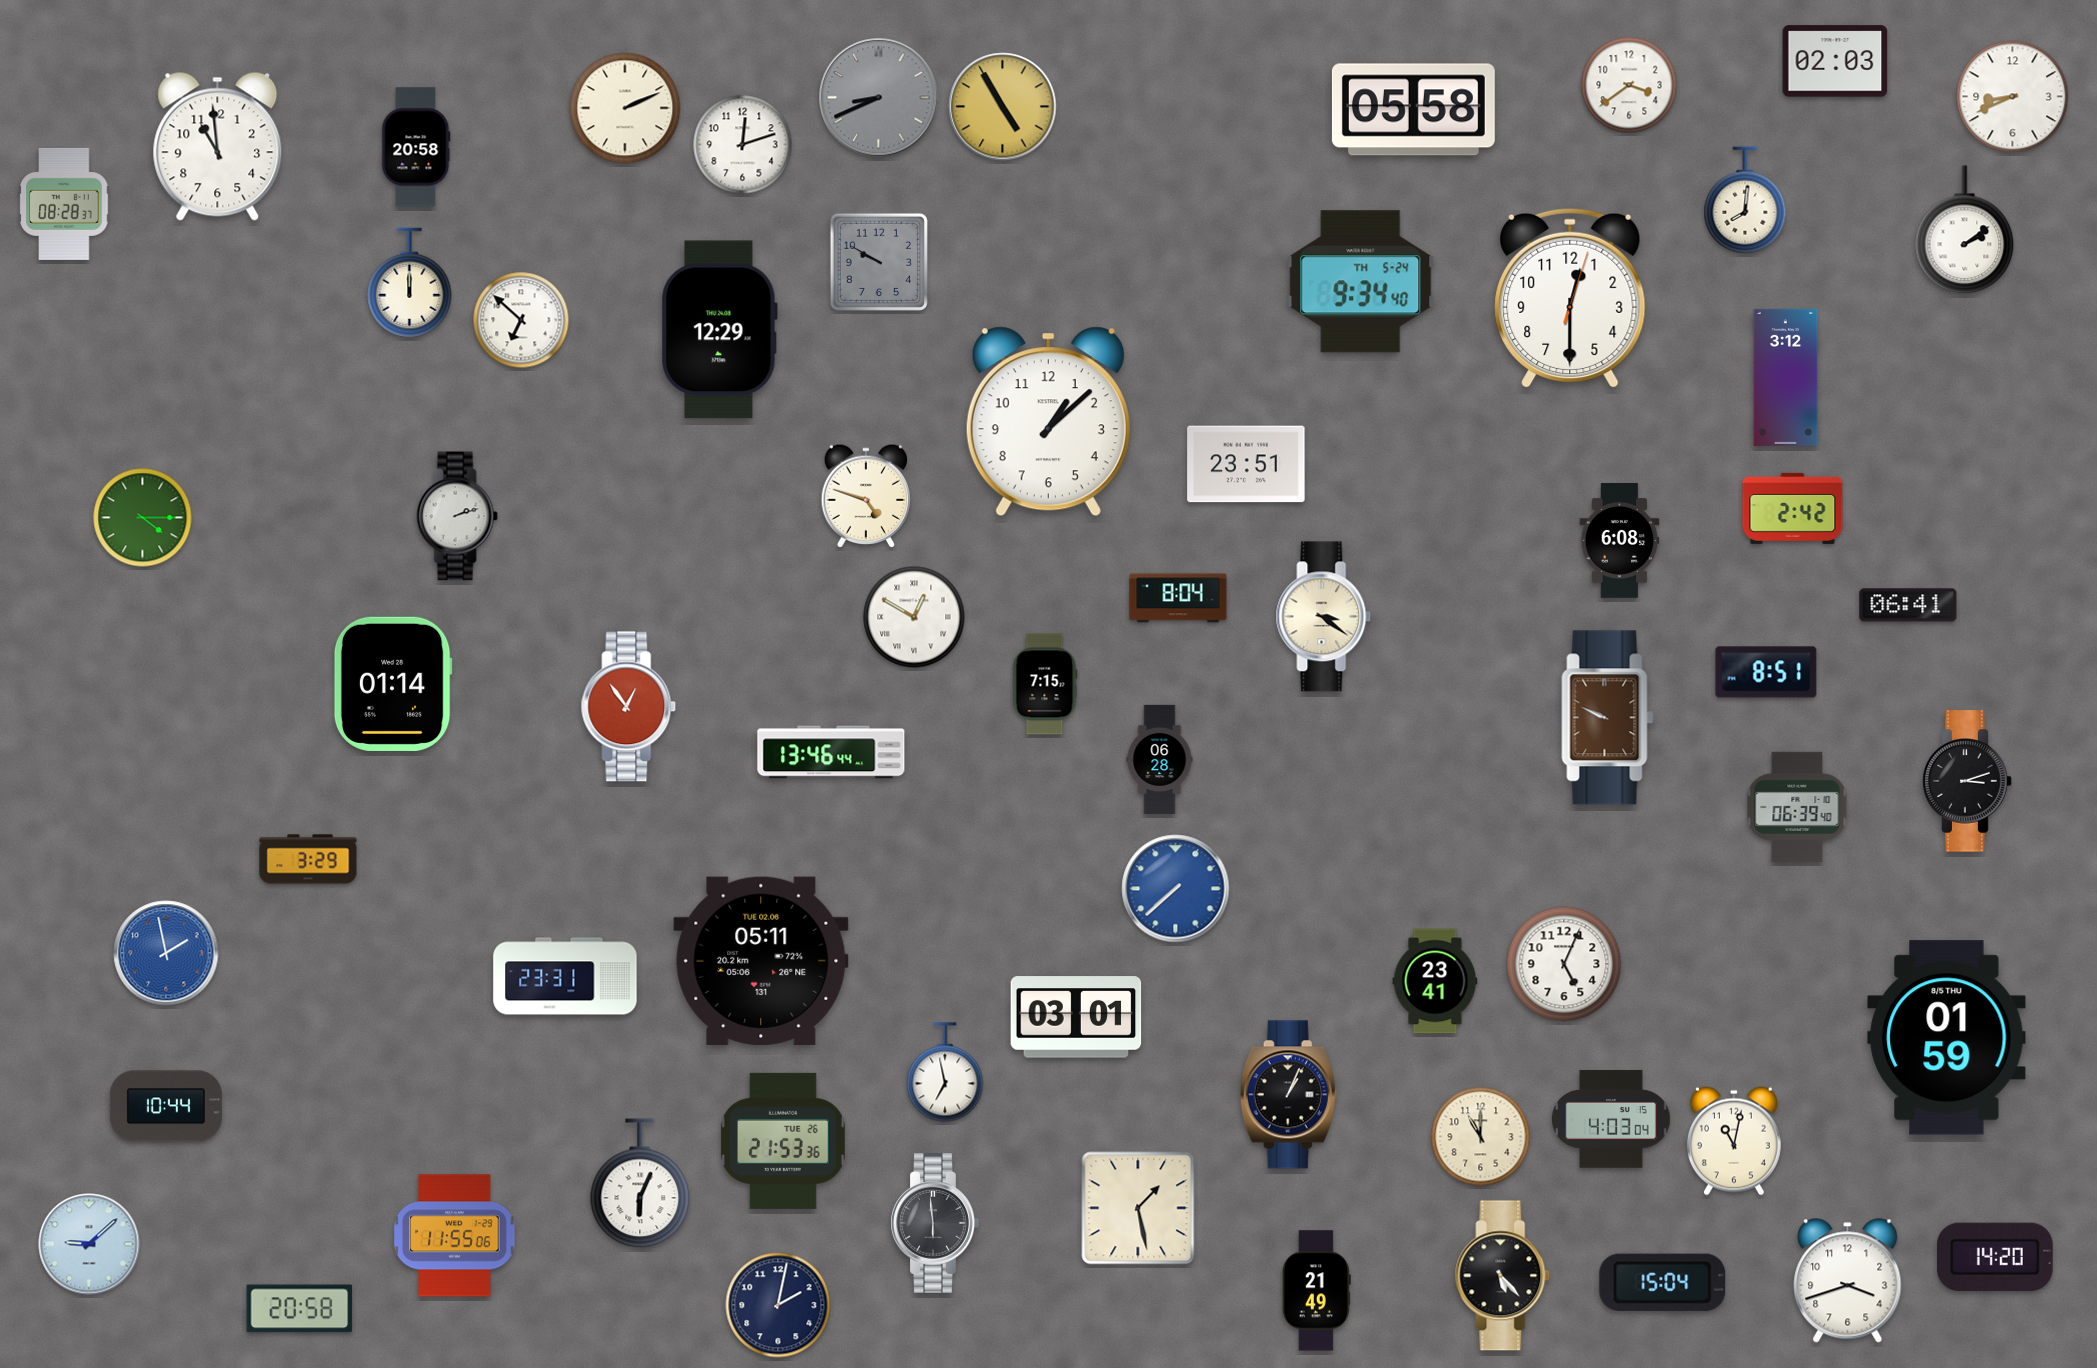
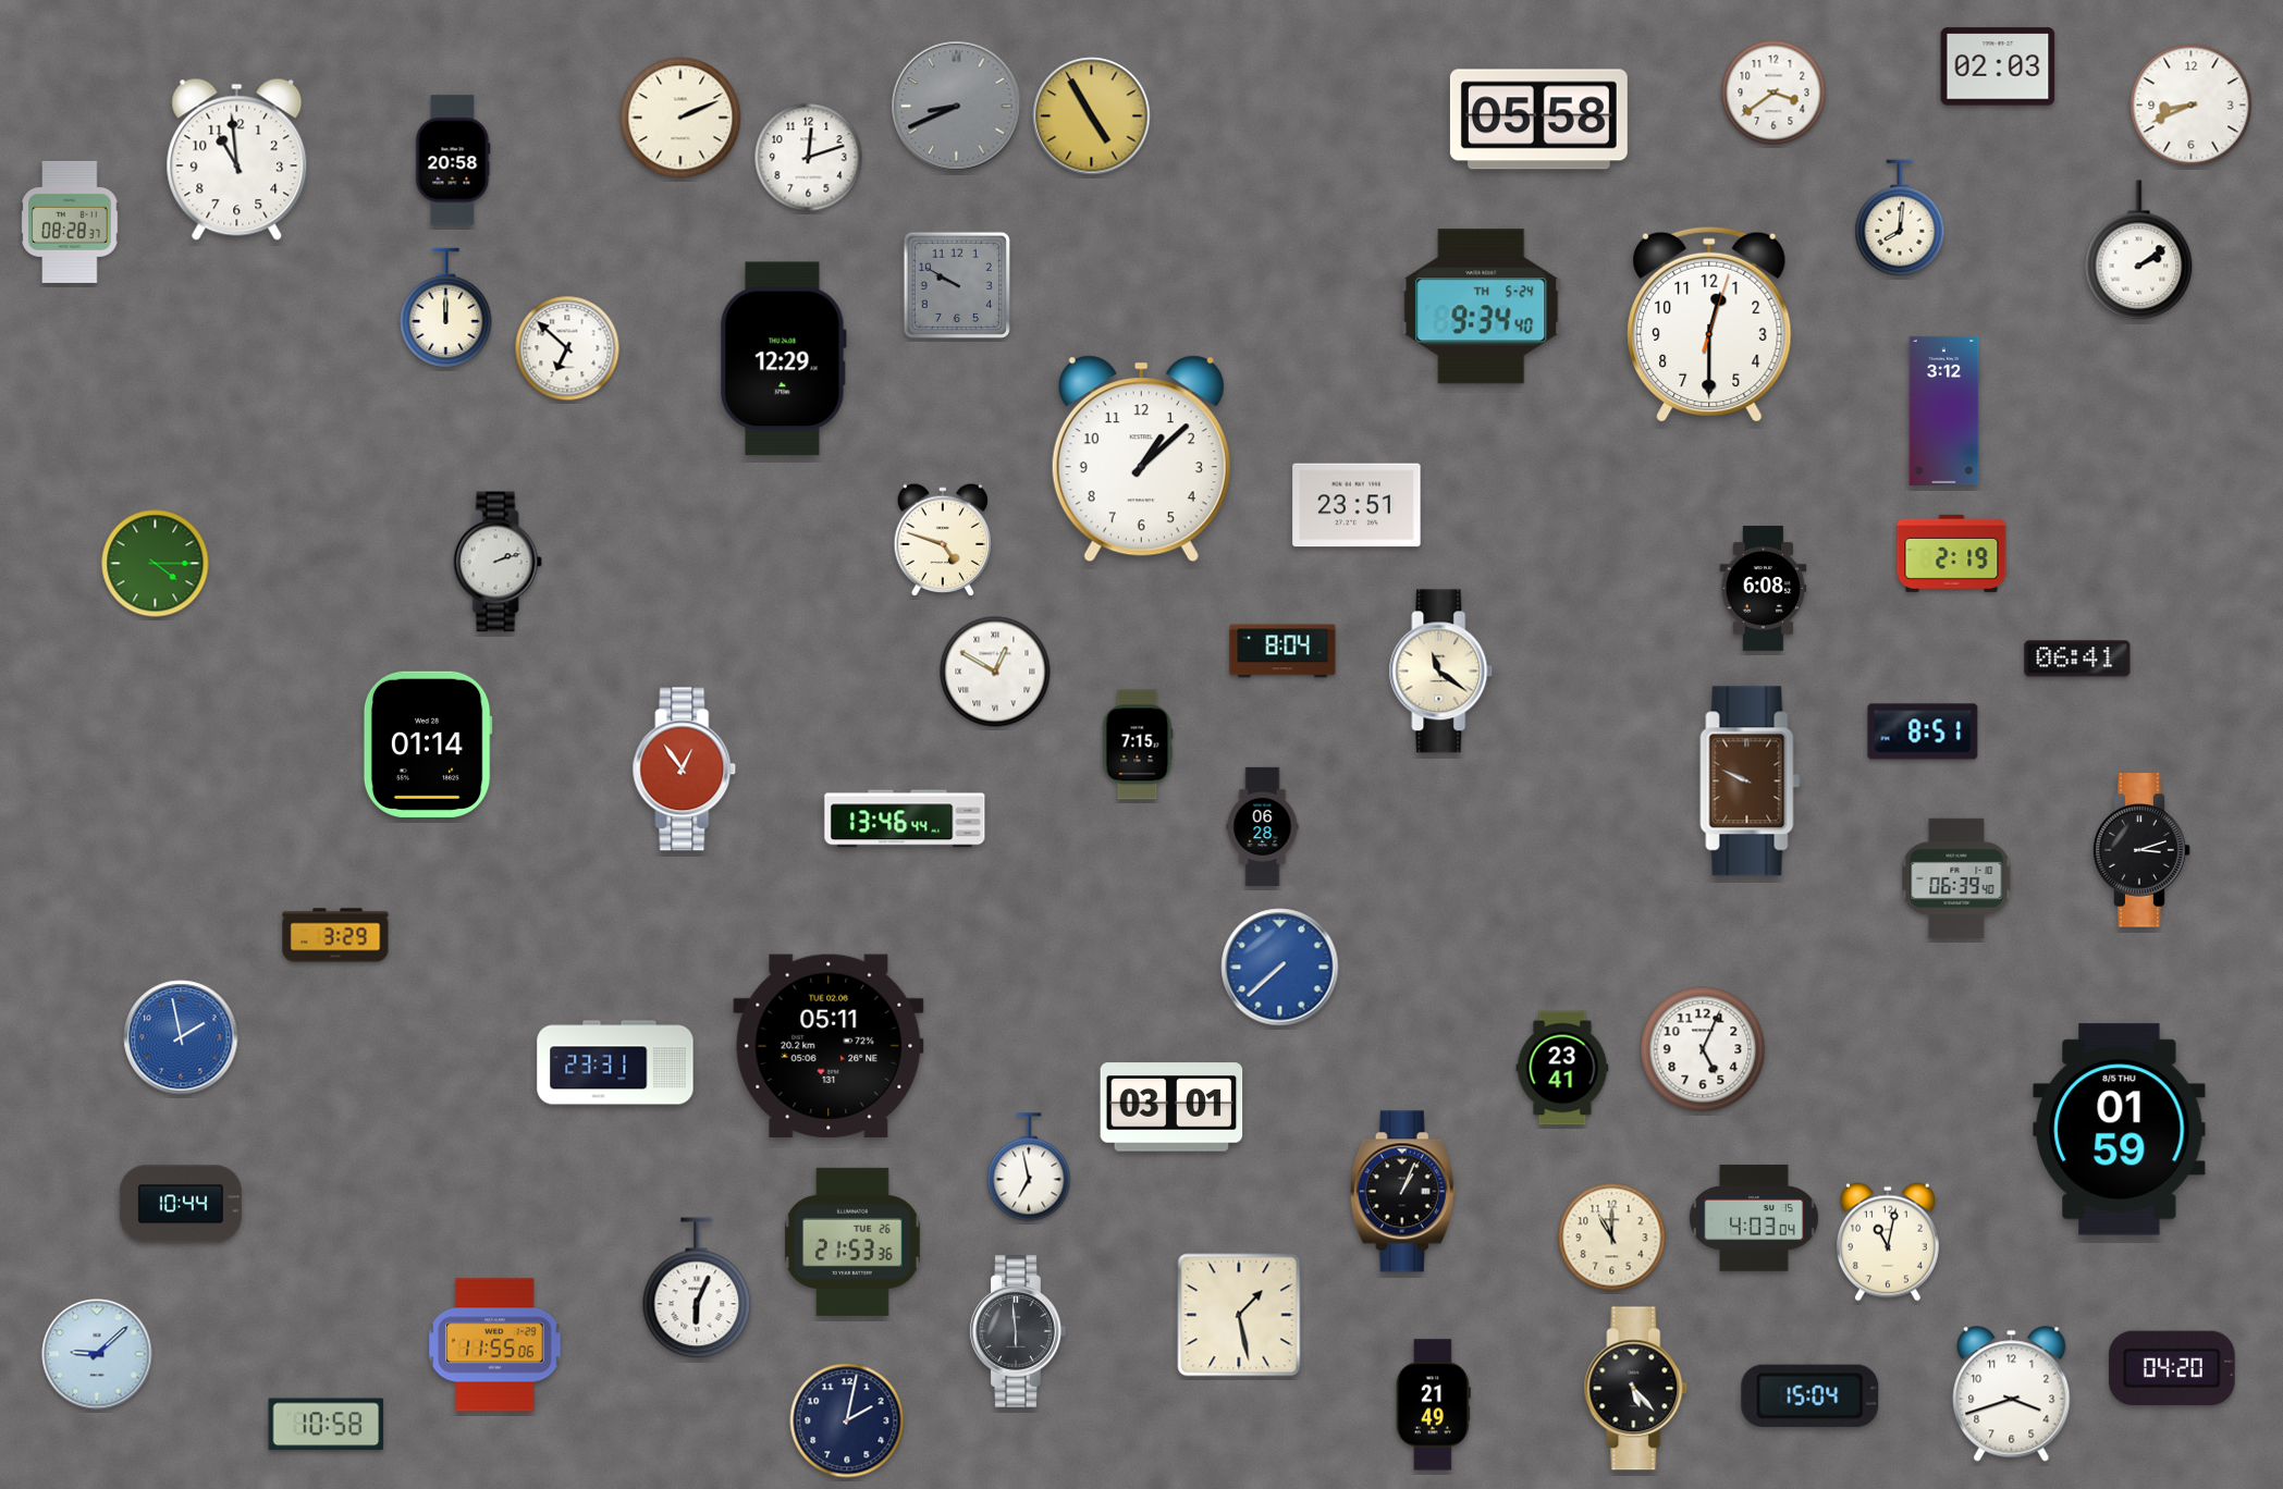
clock at (1793, 508): 2:42 -> 2:19
clock at (1324, 617): 3:21 -> 11:21
clock at (1996, 1257): 14:20 -> 04:20
clock at (300, 1309): 20:58 -> 10:58
